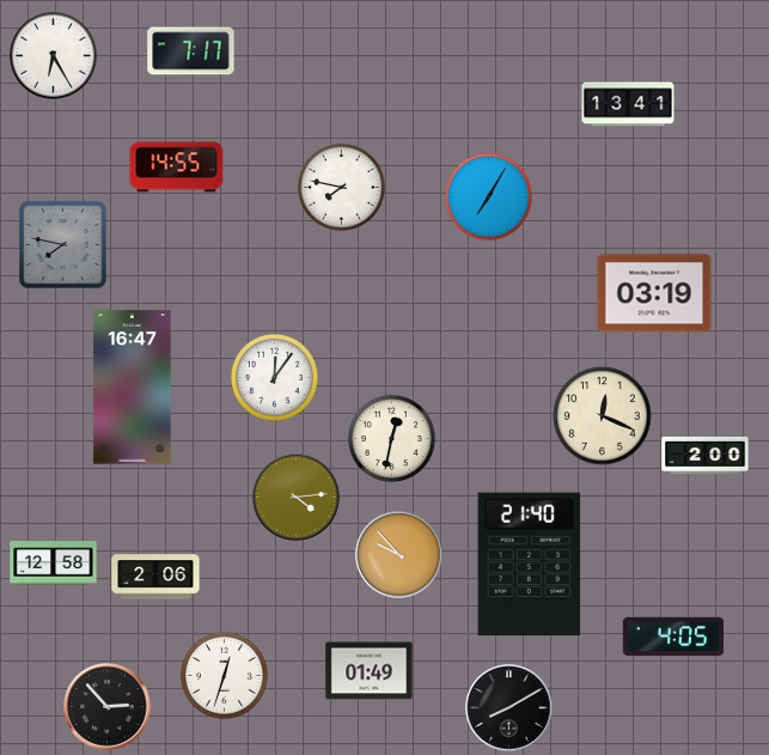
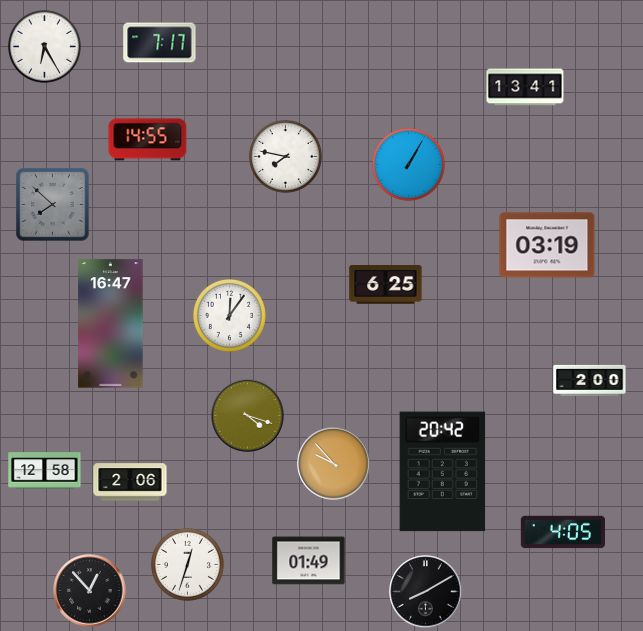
clock at (488, 196): 7:05 -> 1:05
clock at (63, 245): 7:47 -> 7:52
clock at (386, 285): none -> 6:25
clock at (603, 416): 12:19 -> none
clock at (391, 438): 12:32 -> none
clock at (297, 498): 4:14 -> 4:18
clock at (530, 565): 21:40 -> 20:42
clock at (108, 707): 2:53 -> 12:53
